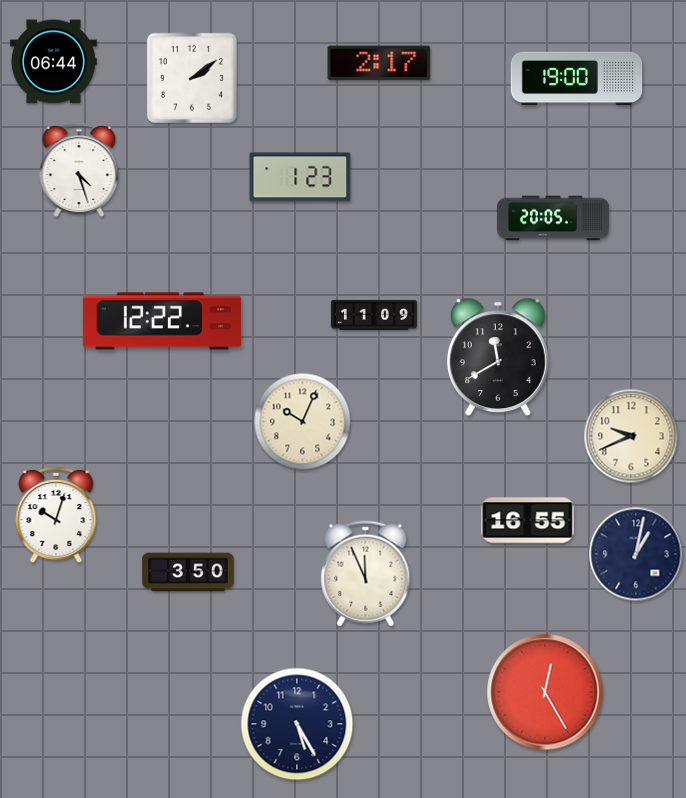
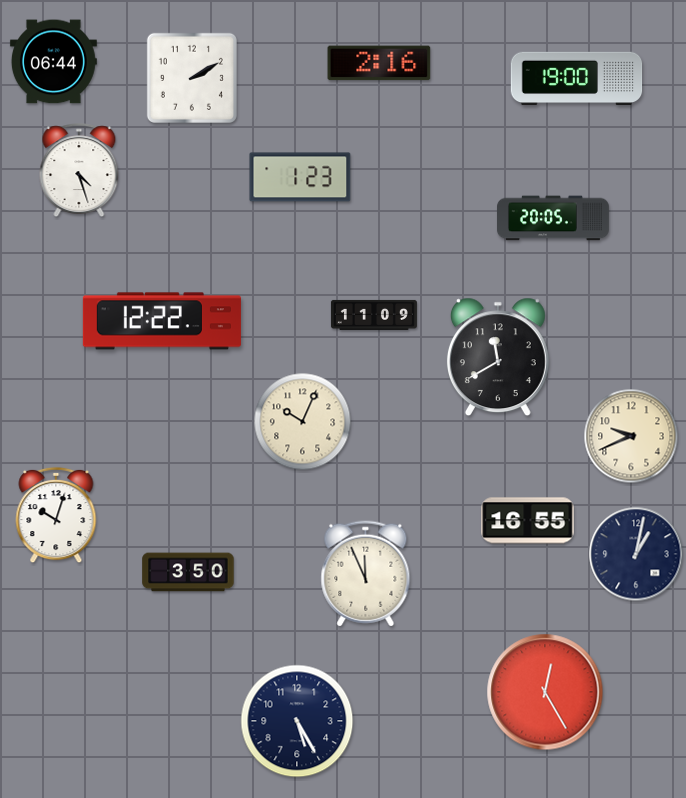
clock at (379, 63): 2:17 -> 2:16
clock at (192, 78): 2:09 -> 2:10
clock at (297, 724) position: (297, 724) -> (297, 721)
